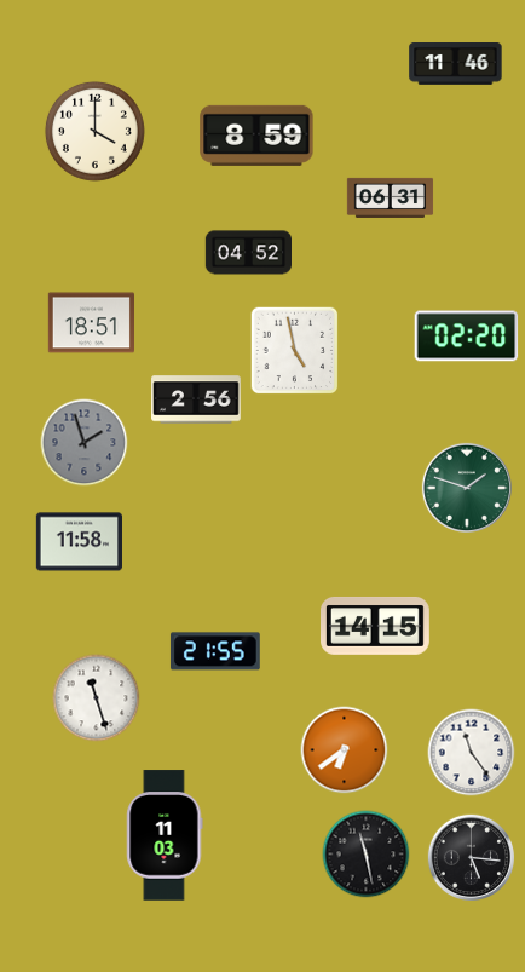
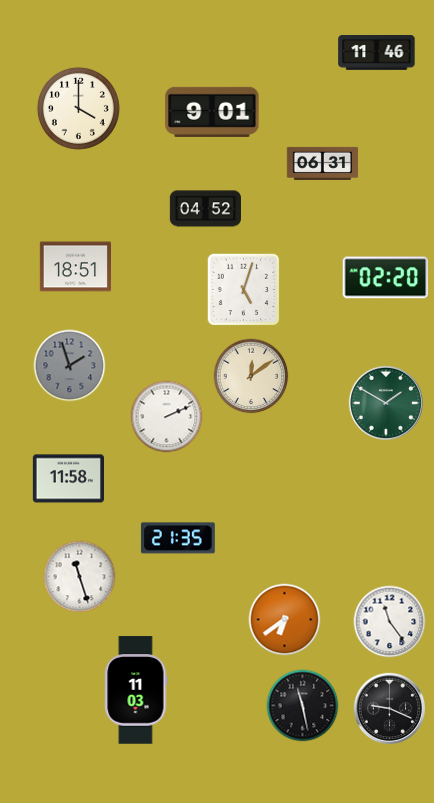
clock at (256, 136): 8:59 -> 9:01
clock at (295, 351): 4:58 -> 5:03
clock at (197, 399): 2:56 -> none
clock at (251, 376): none -> 12:09
clock at (467, 488): 1:48 -> 1:50
clock at (167, 417): none -> 2:11
clock at (79, 542) position: (79, 542) -> (68, 479)
clock at (376, 626): 14:15 -> none
clock at (215, 651): 21:55 -> 21:35
clock at (471, 857): 5:16 -> 9:19
